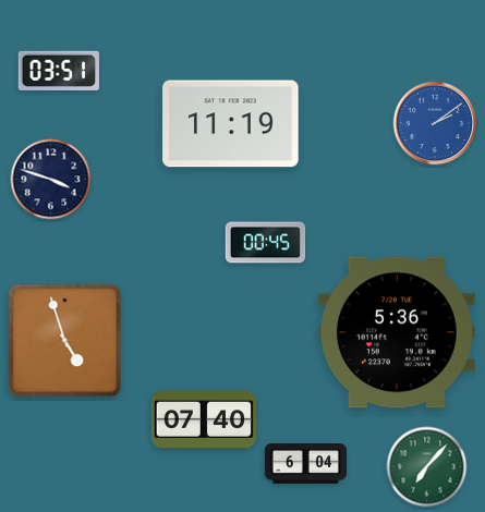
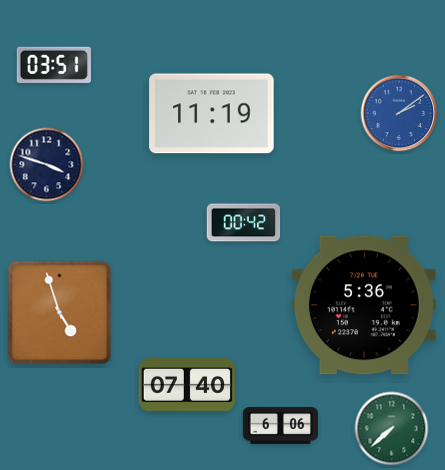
clock at (266, 243): 00:45 -> 00:42
clock at (305, 464): 6:04 -> 6:06
clock at (427, 467): 7:07 -> 7:38
